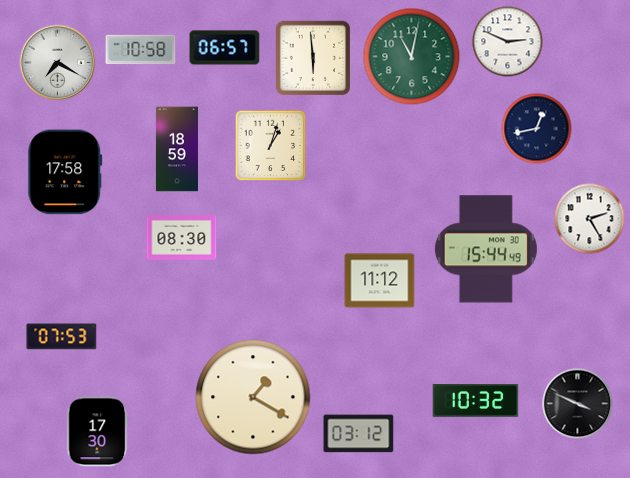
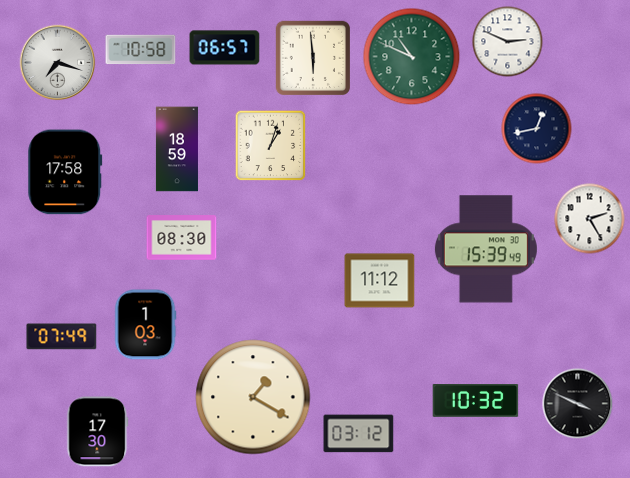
clock at (412, 57): 11:02 -> 10:49
clock at (58, 63): 7:20 -> 7:18
clock at (486, 249): 15:44 -> 15:39
clock at (145, 325): none -> 1:03
clock at (62, 337): 07:53 -> 07:49
